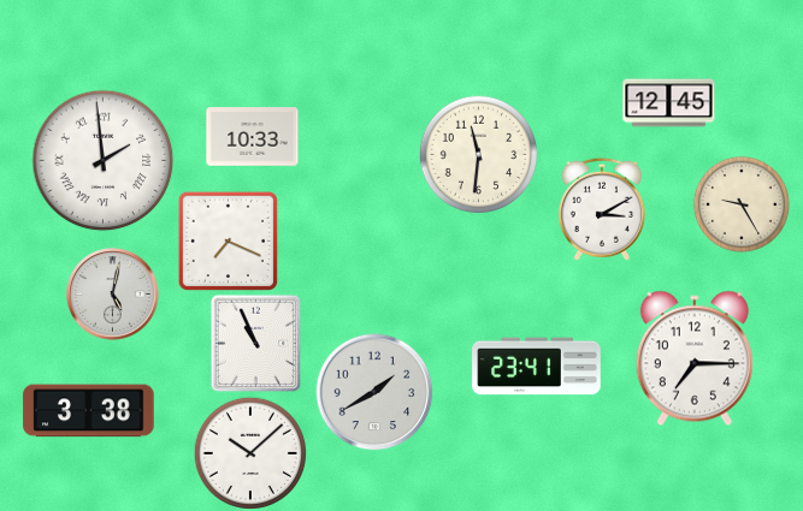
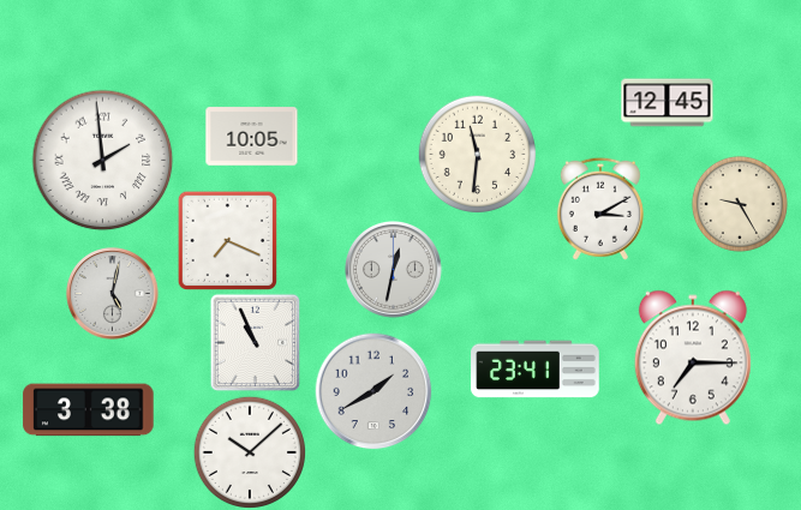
clock at (253, 137): 10:33 -> 10:05
clock at (394, 270): none -> 12:32
clock at (537, 367) position: (537, 367) -> (536, 370)
